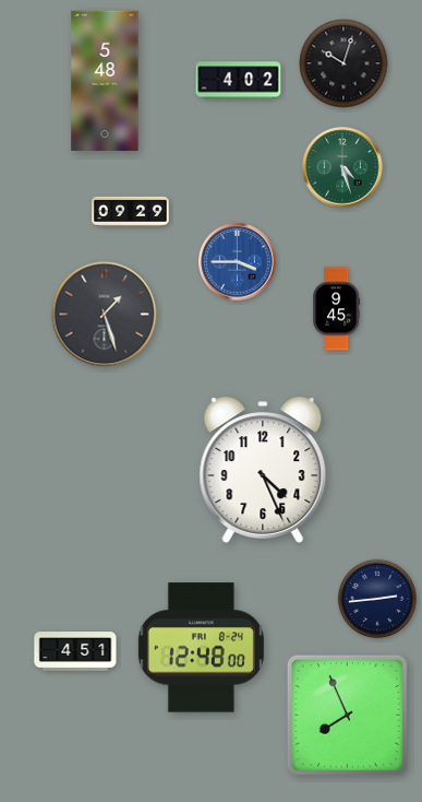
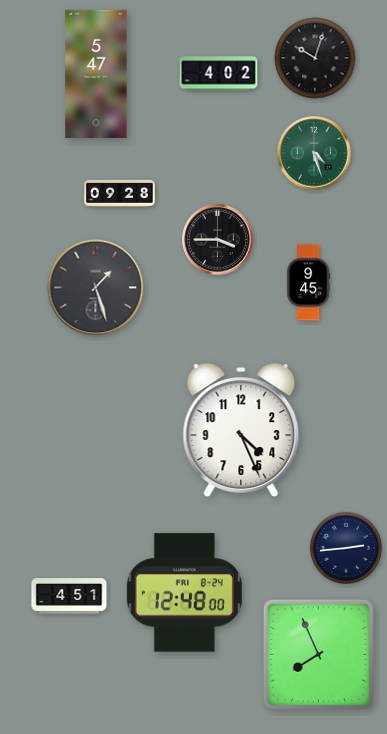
clock at (105, 80): 5:48 -> 5:47
clock at (131, 211): 09:29 -> 09:28
clock at (238, 262) dial: blue -> black
